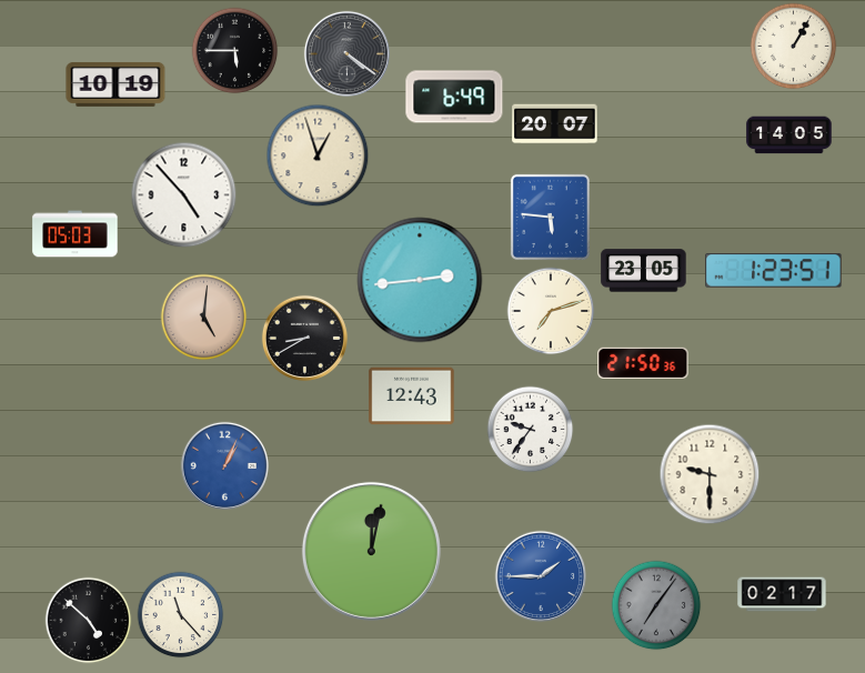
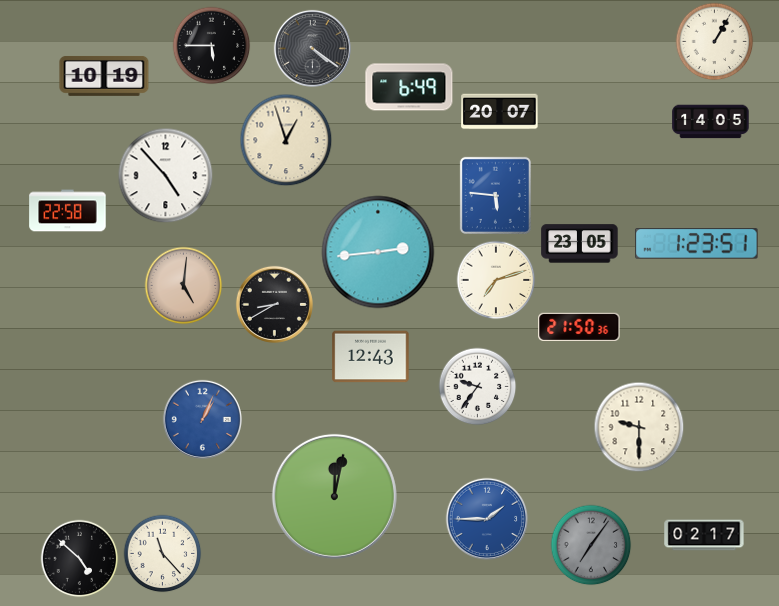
clock at (76, 234): 05:03 -> 22:58
